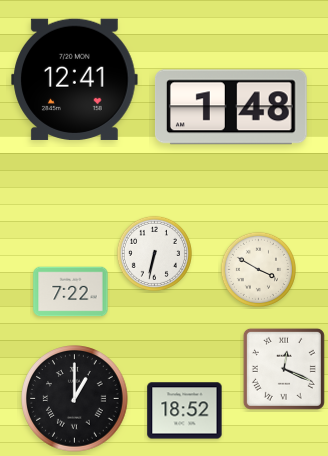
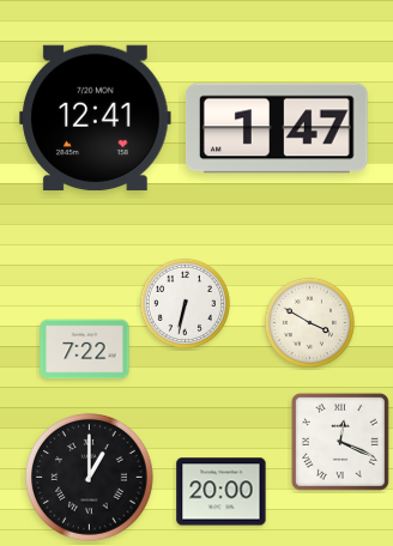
clock at (75, 79) position: (75, 79) -> (96, 117)
clock at (231, 107): 1:48 -> 1:47
clock at (185, 411): 18:52 -> 20:00
